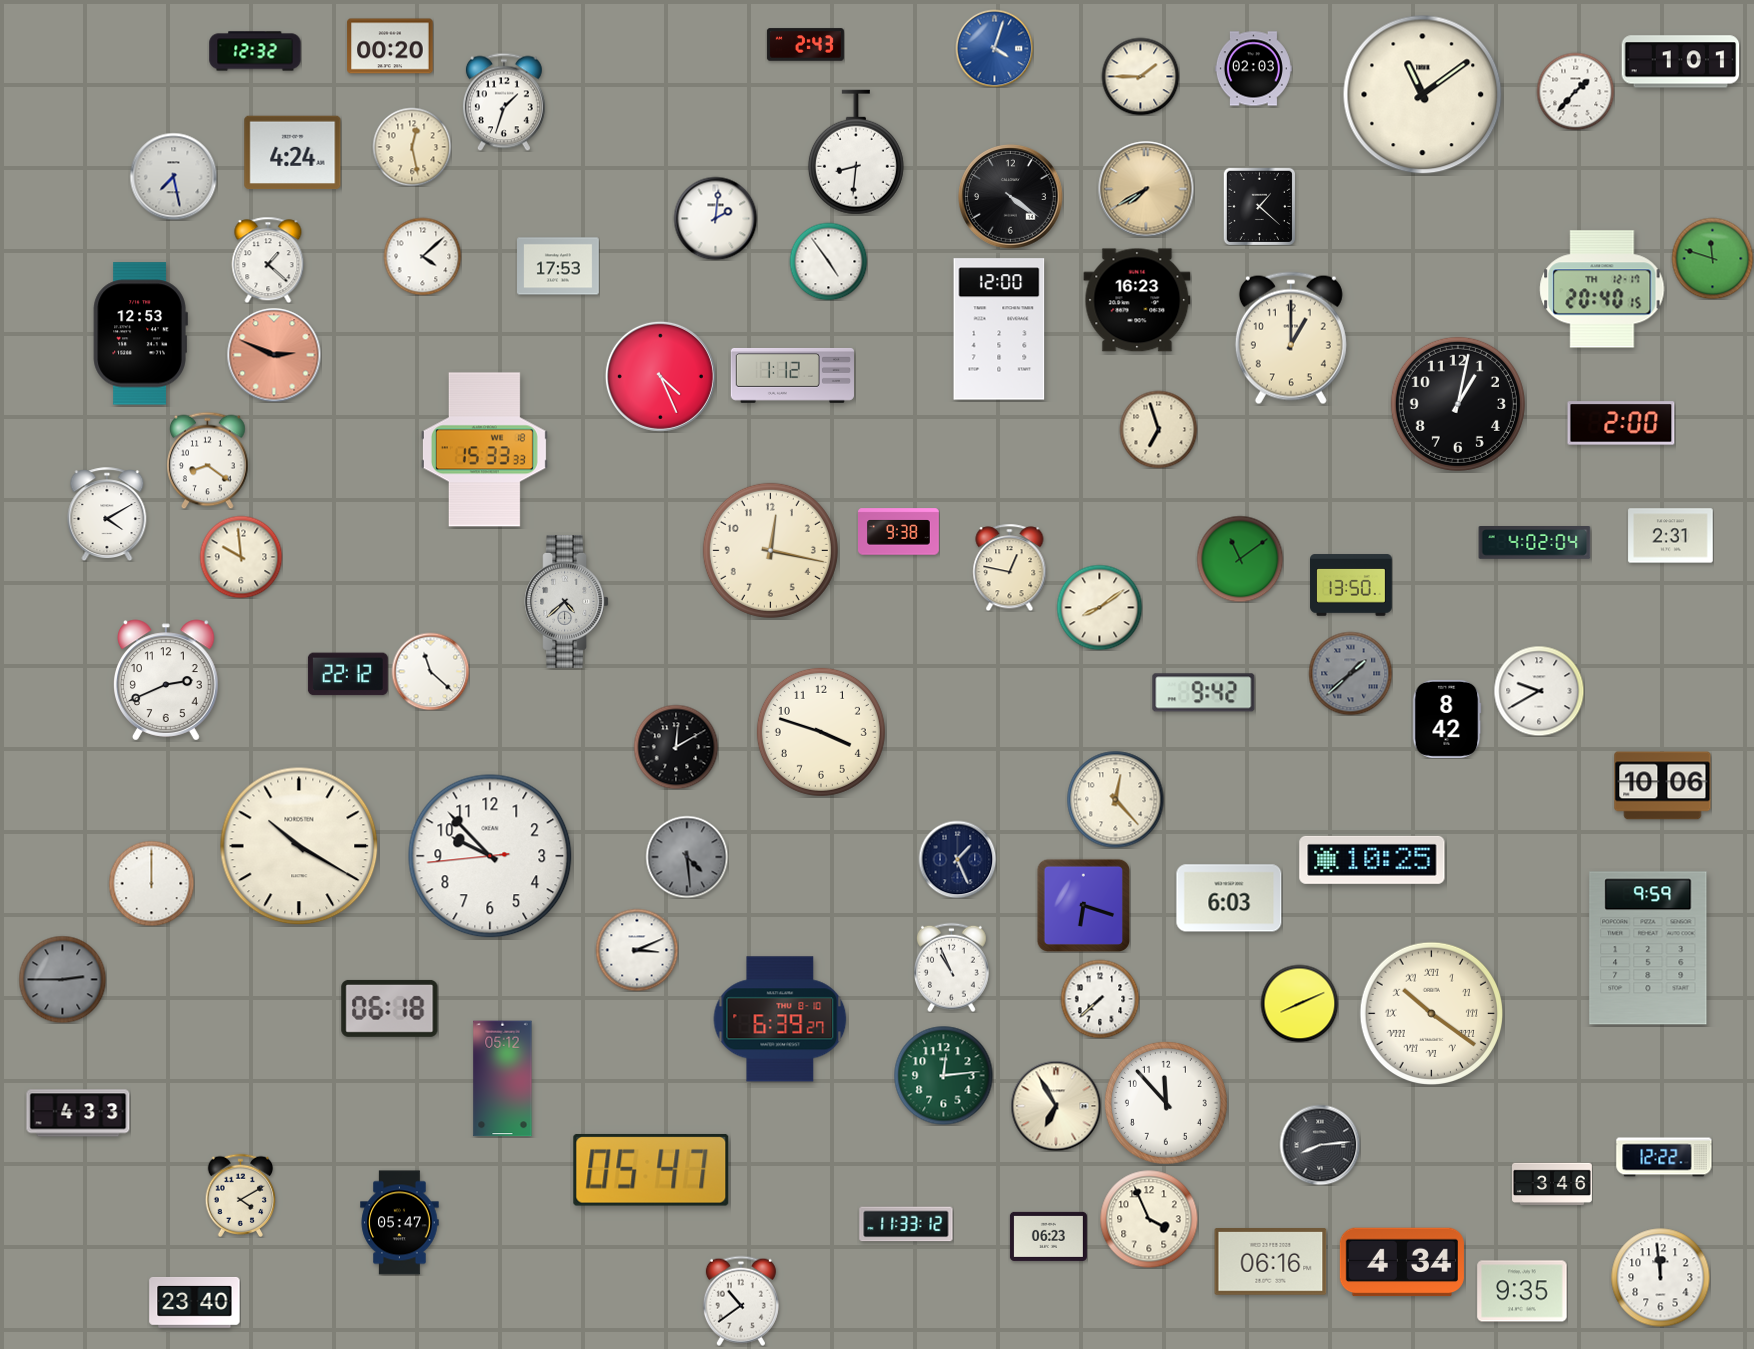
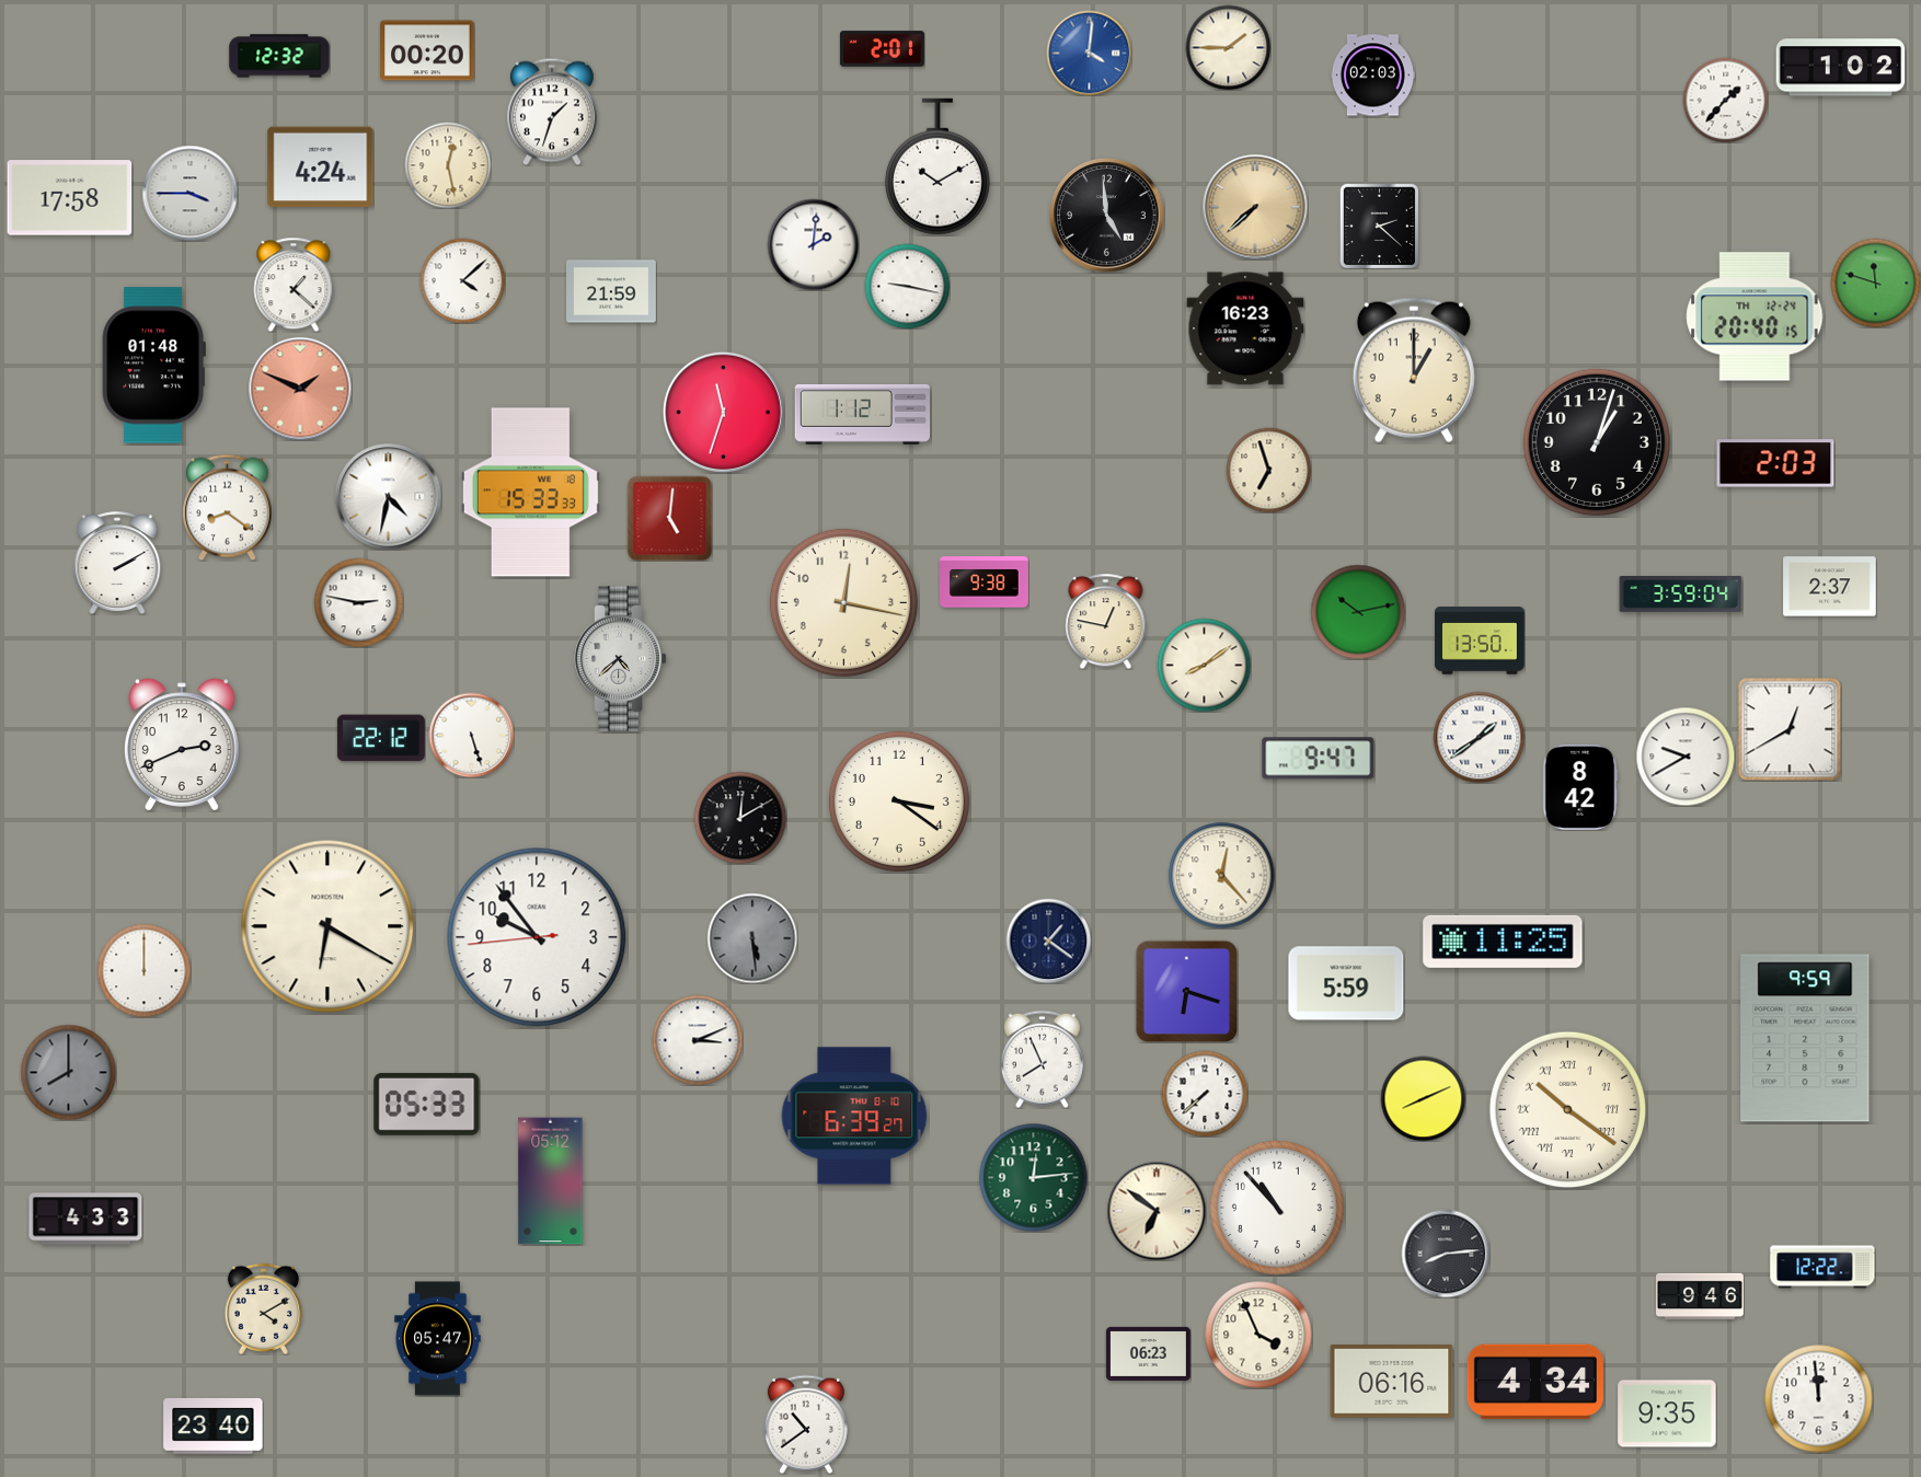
clock at (805, 45): 2:43 -> 2:01
clock at (994, 48): 4:03 -> 4:01
clock at (1681, 62): 1:01 -> 1:02
clock at (1140, 76) position: (1140, 76) -> (1228, 47)
clock at (1423, 95): 11:09 -> none
clock at (412, 147) position: (412, 147) -> (448, 165)
clock at (856, 152): 8:31 -> 10:10
clock at (173, 176): 7:28 -> 3:45
clock at (70, 198): none -> 17:58
clock at (1146, 189): 7:40 -> 7:38
clock at (1011, 197): 4:21 -> 4:59
clock at (1259, 206): 1:22 -> 2:22
clock at (715, 218) position: (715, 218) -> (813, 244)
clock at (828, 261): 4:54 -> 9:17
clock at (559, 266): 17:53 -> 21:59
clock at (1602, 289) date: TH 12-17 -> TH 12-24
clock at (999, 329): 12:00 -> none
clock at (140, 334): 12:53 -> 01:48
clock at (274, 355): 2:49 -> 1:49
clock at (792, 375) position: (792, 375) -> (862, 414)
clock at (660, 376): 4:26 -> 11:33
clock at (1458, 404): 1:02 -> 1:03
clock at (1621, 423): 2:00 -> 2:03
clock at (389, 497): none -> 4:32
clock at (208, 460) position: (208, 460) -> (228, 507)
clock at (669, 518): none -> 5:01
clock at (107, 514): 4:10 -> 2:10
clock at (1671, 536): 2:31 -> 2:37
clock at (1535, 543): 4:02 -> 3:59
clock at (358, 602): none -> 2:47
clock at (241, 557): 9:59 -> none
clock at (1240, 559): 11:09 -> 10:13
clock at (1790, 729): none -> 12:40
clock at (430, 671): 11:22 -> 5:27
clock at (1350, 673): 1:38 -> 1:39
clock at (1350, 673) dial: grey -> white
clock at (1204, 693): 9:42 -> 9:47
clock at (1447, 719) position: (1447, 719) -> (1580, 787)
clock at (821, 732): 3:48 -> 3:21
clock at (1663, 786): 10:06 -> none
clock at (299, 846): 10:20 -> 6:20
clock at (490, 856): 9:52 -> 9:53
clock at (687, 857): 4:29 -> 5:29
clock at (957, 859): 1:26 -> 1:21
clock at (1372, 860): 10:25 -> 11:25
clock at (151, 883) position: (151, 883) -> (143, 970)
clock at (1229, 898): 6:03 -> 5:59
clock at (951, 967): 10:56 -> 7:56
clock at (62, 979): 2:45 -> 8:00
clock at (390, 1008): 06:18 -> 05:33
clock at (1166, 1103): 11:53 -> 10:53
clock at (1056, 1106): 6:55 -> 6:51
clock at (651, 1170): 05:47 -> none
clock at (1553, 1184): 3:46 -> 9:46
clock at (906, 1224): 11:33 -> none
clock at (741, 1301) position: (741, 1301) -> (806, 1424)
